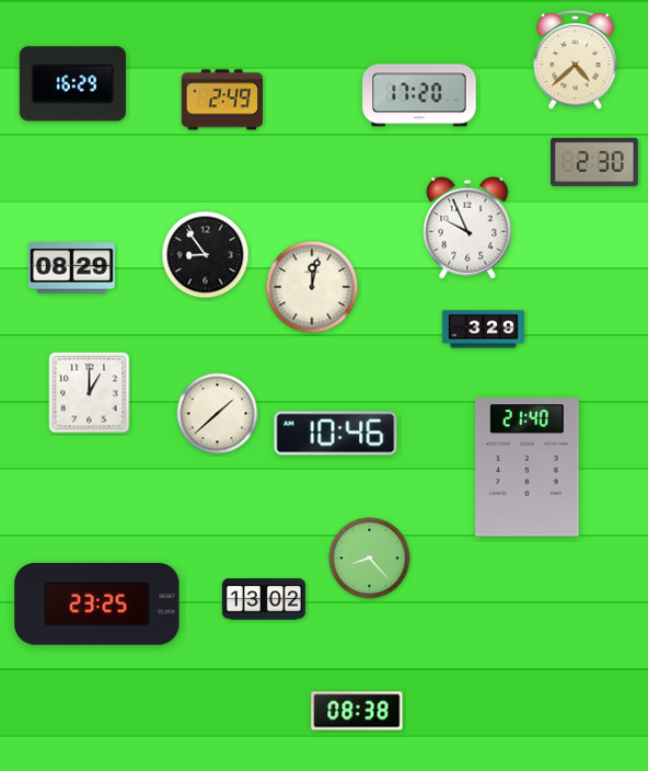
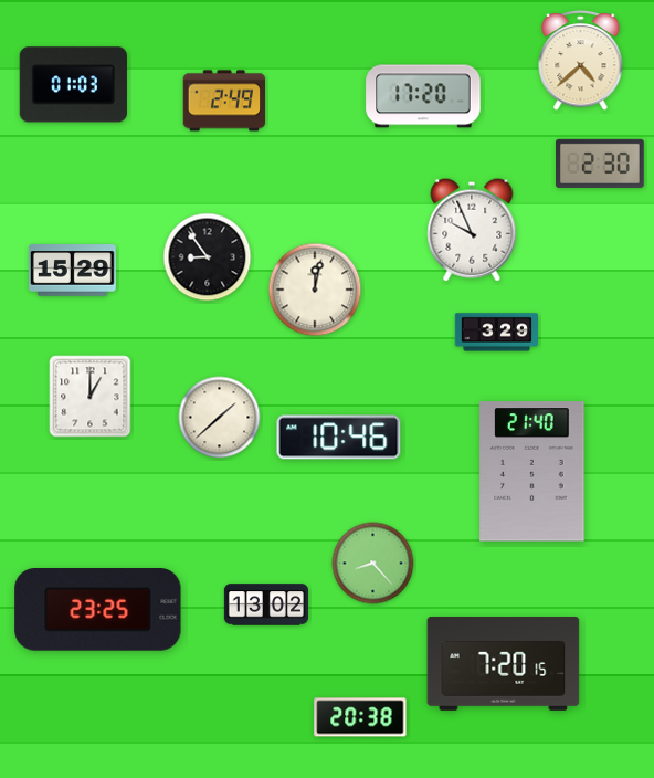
clock at (72, 84): 16:29 -> 01:03
clock at (71, 268): 08:29 -> 15:29
clock at (483, 330) position: (483, 330) -> (496, 333)
clock at (504, 663): none -> 7:20
clock at (357, 711): 08:38 -> 20:38
